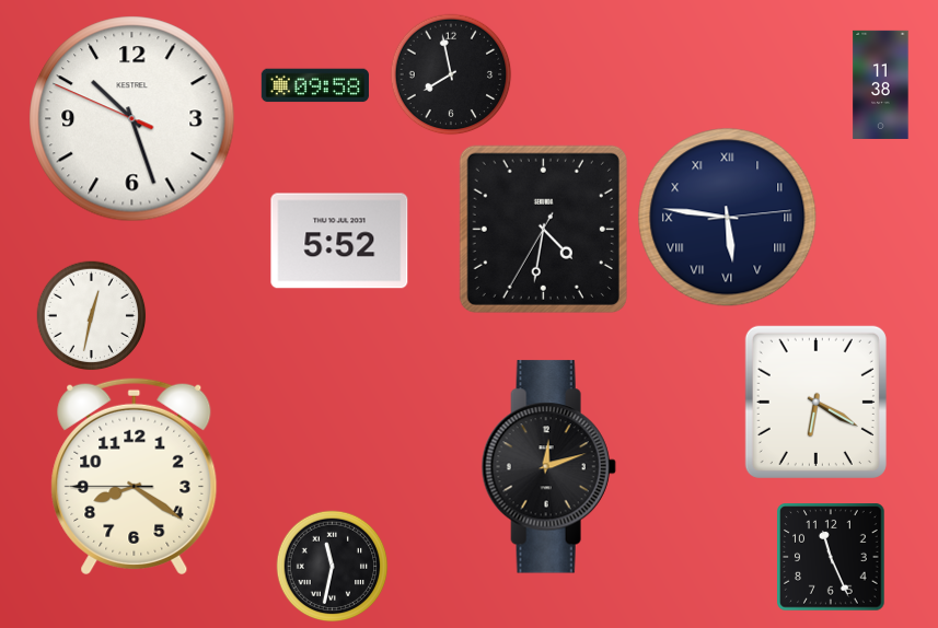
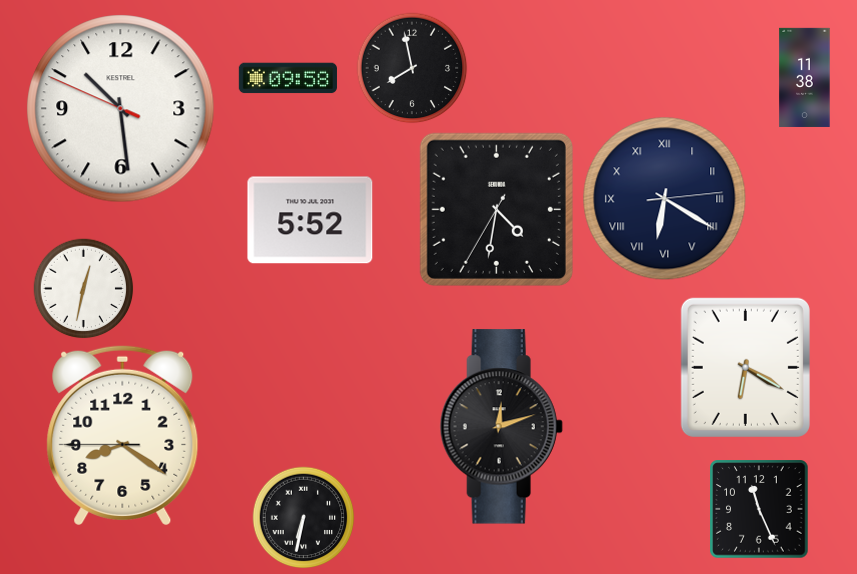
clock at (132, 119): 10:26 -> 10:28
clock at (728, 218): 5:46 -> 6:20
clock at (333, 567): 11:32 -> 6:32
